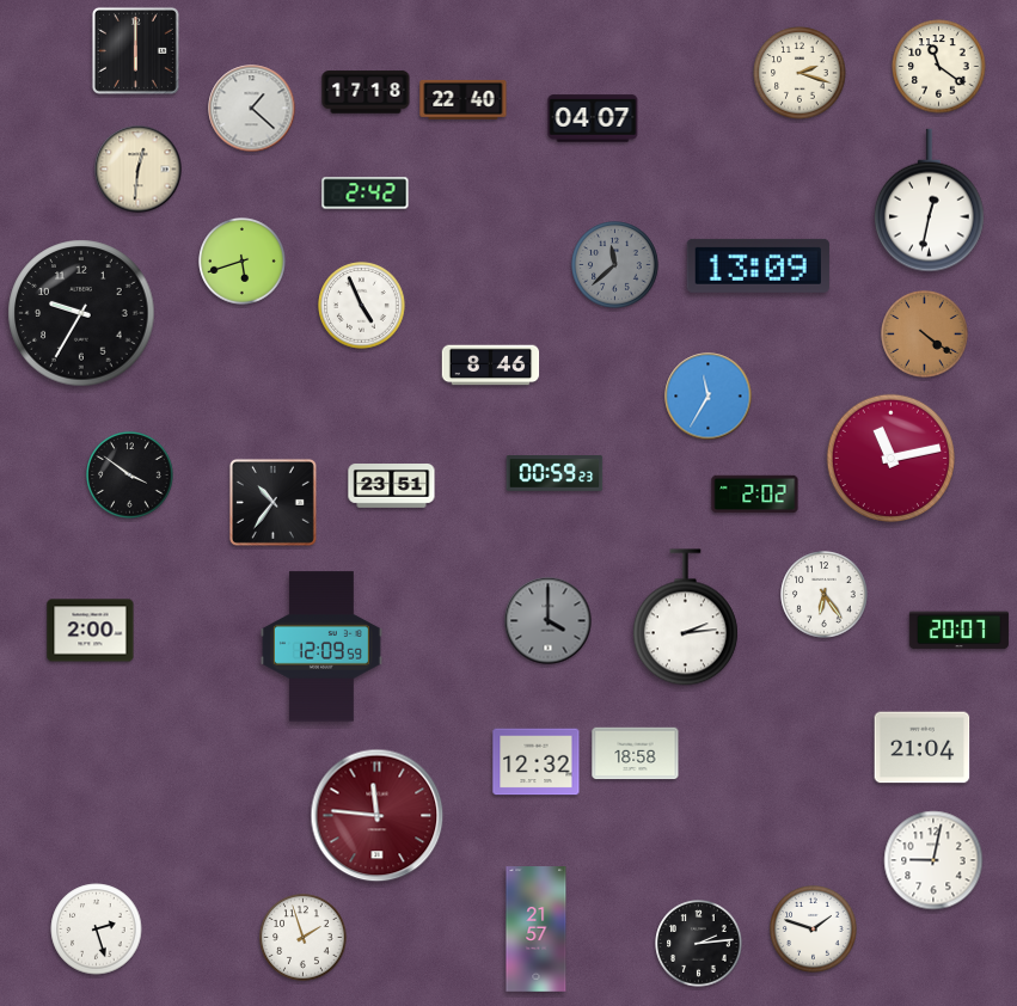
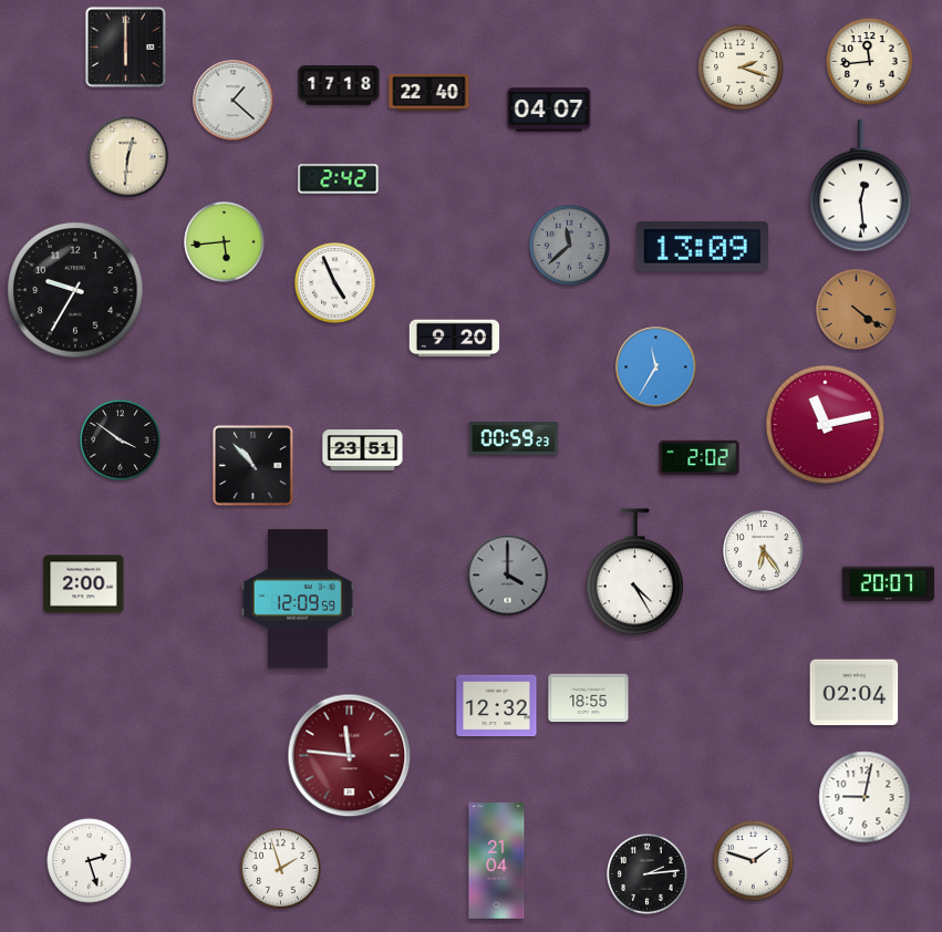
clock at (939, 67): 11:21 -> 11:44
clock at (930, 201): 12:32 -> 12:29
clock at (243, 262): 5:42 -> 5:44
clock at (491, 366): 8:46 -> 9:20
clock at (272, 502): 10:36 -> 10:53
clock at (685, 618): 2:14 -> 4:25
clock at (923, 748): 21:04 -> 02:04
clock at (636, 754): 18:58 -> 18:55
clock at (537, 930): 21:57 -> 21:04
